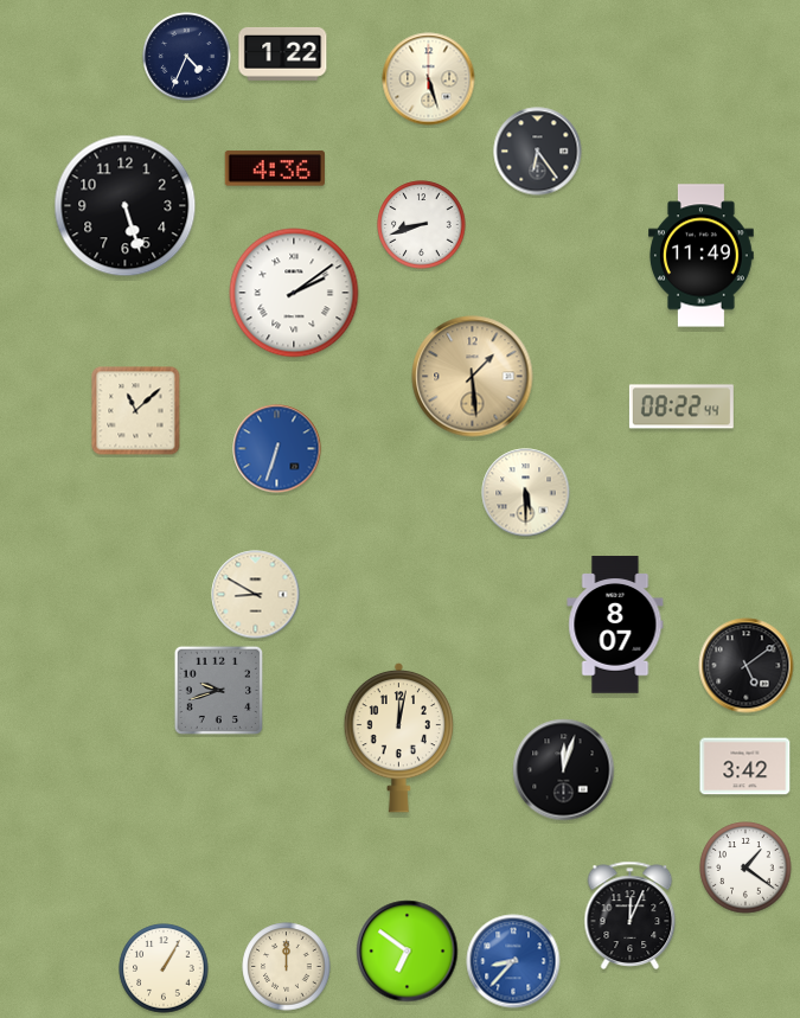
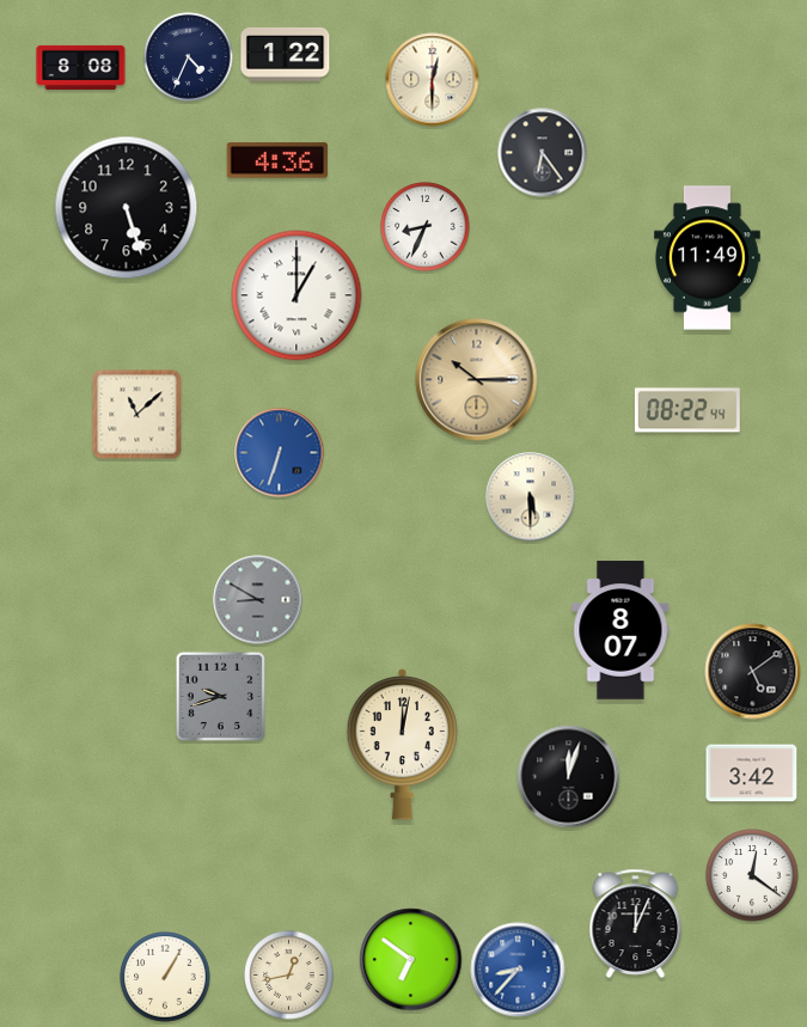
clock at (81, 67): none -> 8:08
clock at (429, 79): 5:27 -> 12:30
clock at (274, 168) position: (274, 168) -> (276, 160)
clock at (422, 225): 8:42 -> 8:34
clock at (294, 293): 2:09 -> 1:00
clock at (473, 377): 1:29 -> 10:15
clock at (256, 595) dial: cream -> grey
clock at (745, 867): 1:21 -> 12:21
clock at (287, 967): 12:00 -> 12:43
